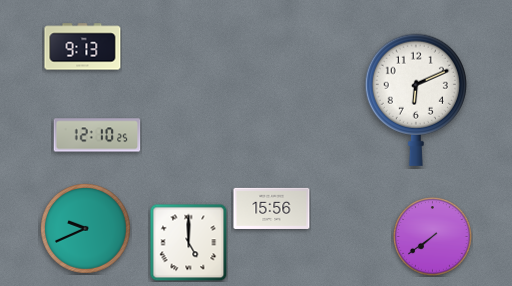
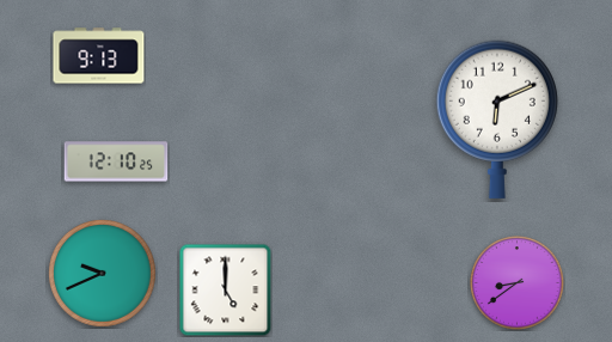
clock at (272, 208): 15:56 -> none
clock at (433, 237): 7:39 -> 8:39
